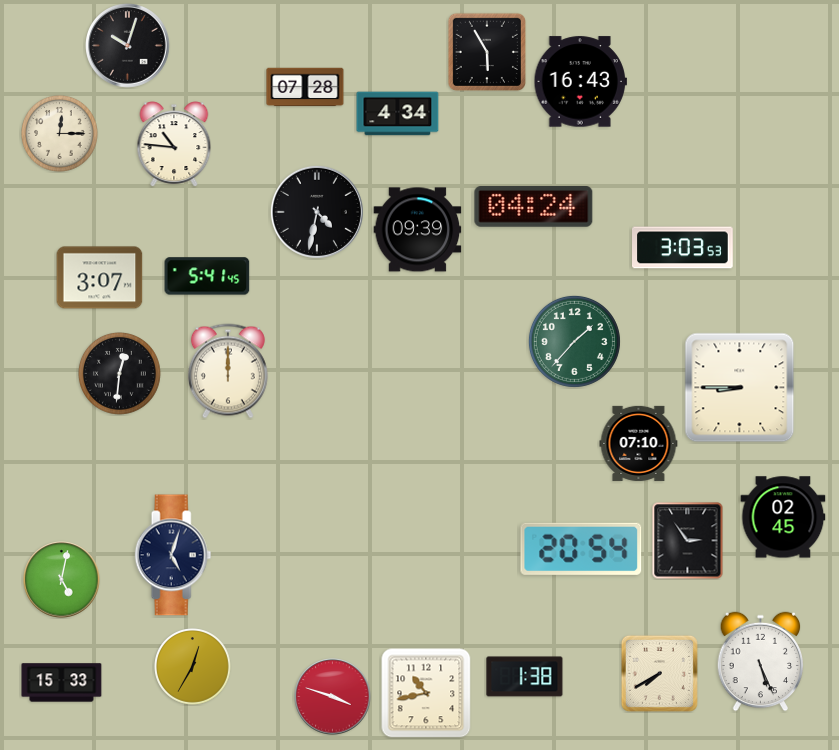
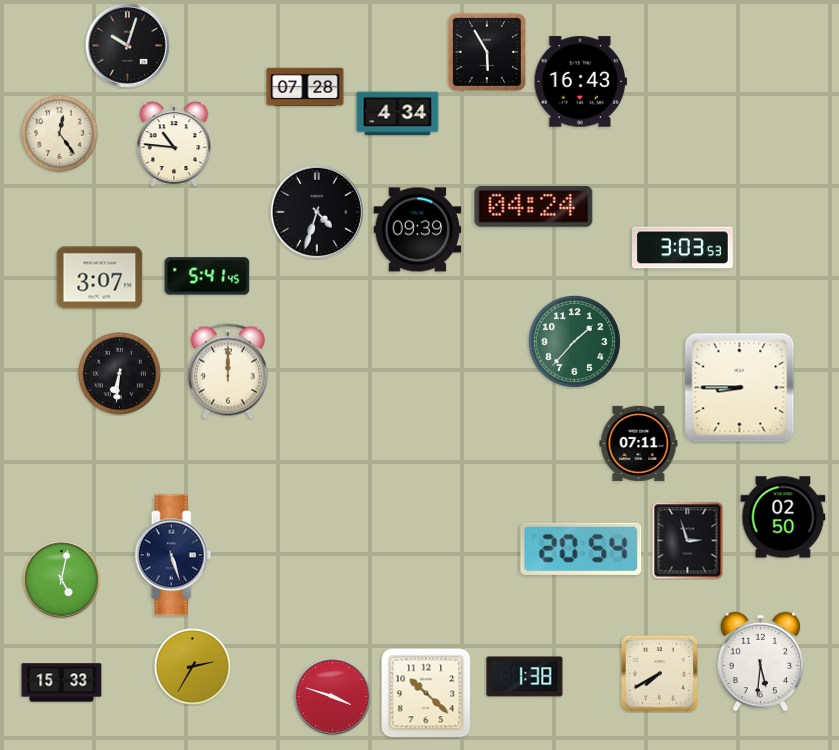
clock at (60, 134): 12:15 -> 12:24
clock at (317, 212): 4:32 -> 4:33
clock at (120, 374): 12:31 -> 6:31
clock at (639, 443): 07:10 -> 07:11
clock at (783, 517): 02:45 -> 02:50
clock at (688, 541): 2:54 -> 2:57
clock at (173, 555): 5:03 -> 5:27
clock at (761, 662): 5:26 -> 5:31
clock at (193, 667): 12:35 -> 2:35
clock at (426, 693): 10:43 -> 10:22
